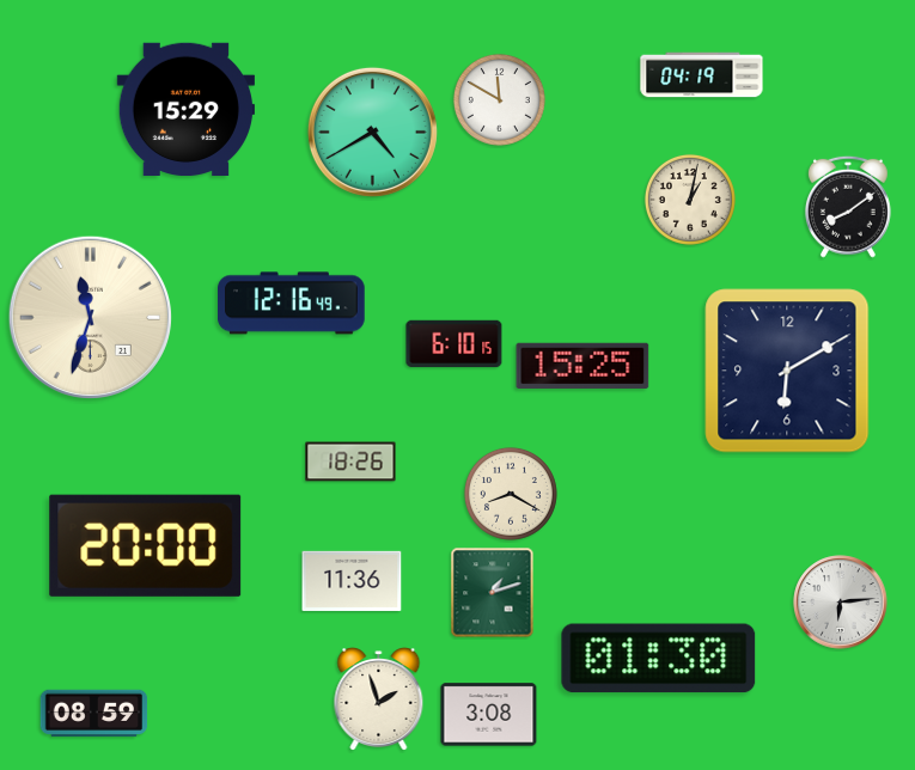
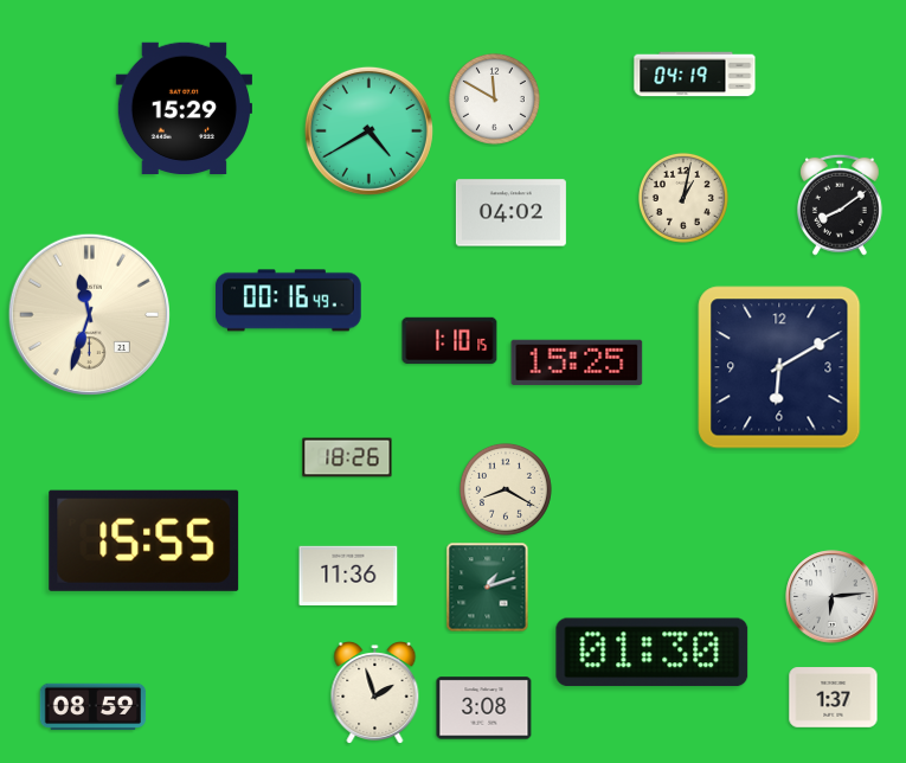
clock at (510, 213): none -> 04:02
clock at (292, 304): 12:16 -> 00:16
clock at (455, 344): 6:10 -> 1:10
clock at (146, 545): 20:00 -> 15:55
clock at (834, 698): none -> 1:37
